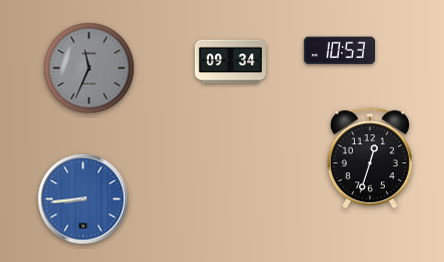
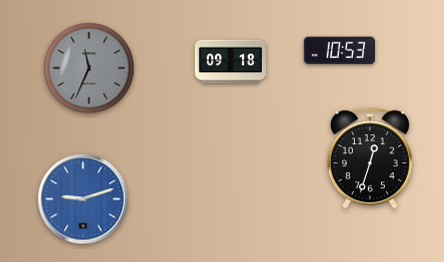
clock at (230, 62): 09:34 -> 09:18
clock at (83, 199): 8:44 -> 9:12
